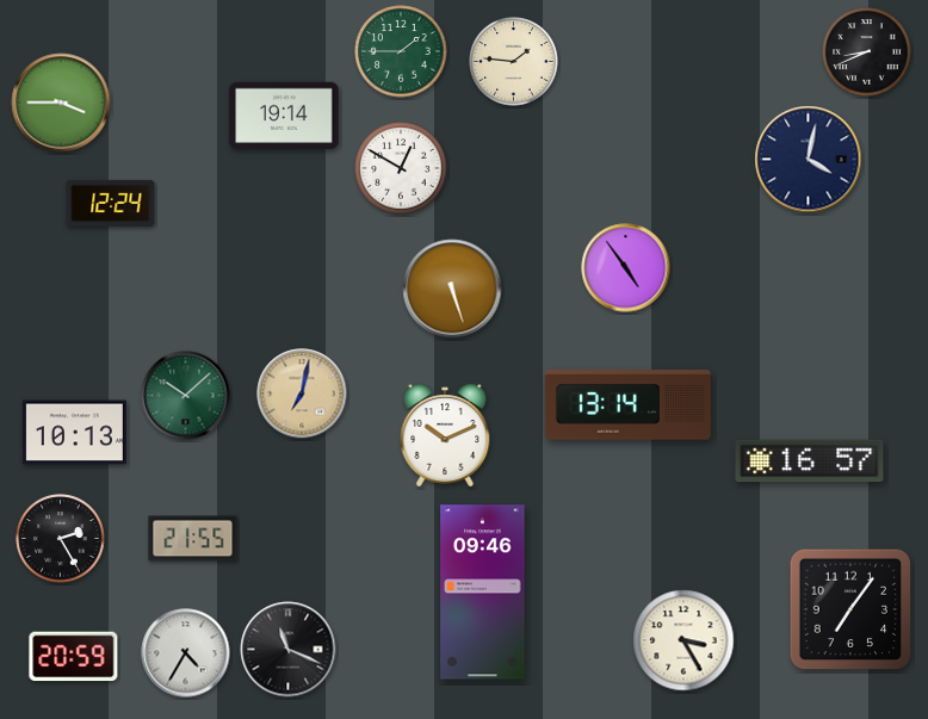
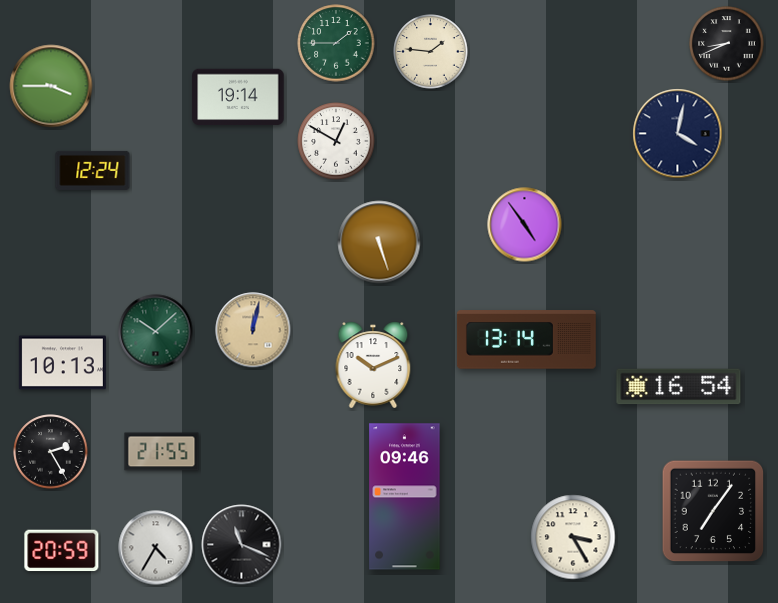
clock at (302, 393): 7:02 -> 12:02
clock at (810, 461): 16:57 -> 16:54
